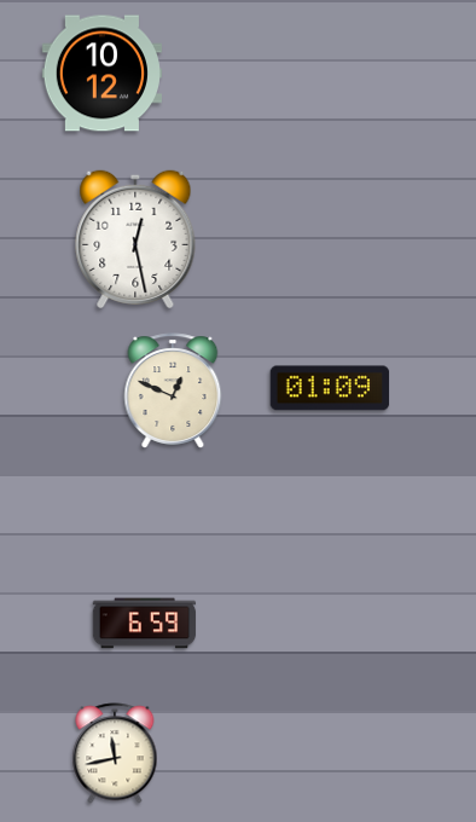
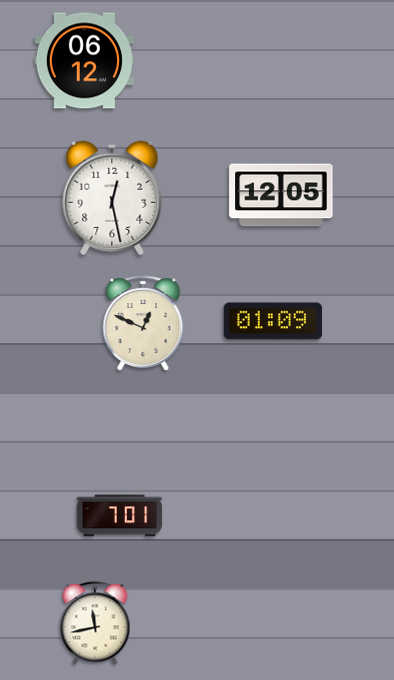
clock at (101, 74): 10:12 -> 06:12
clock at (281, 195): none -> 12:05
clock at (145, 624): 6:59 -> 7:01
